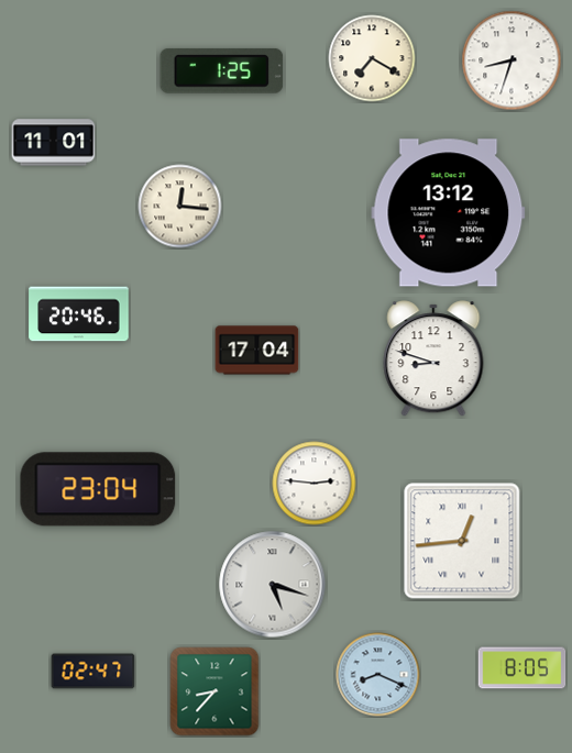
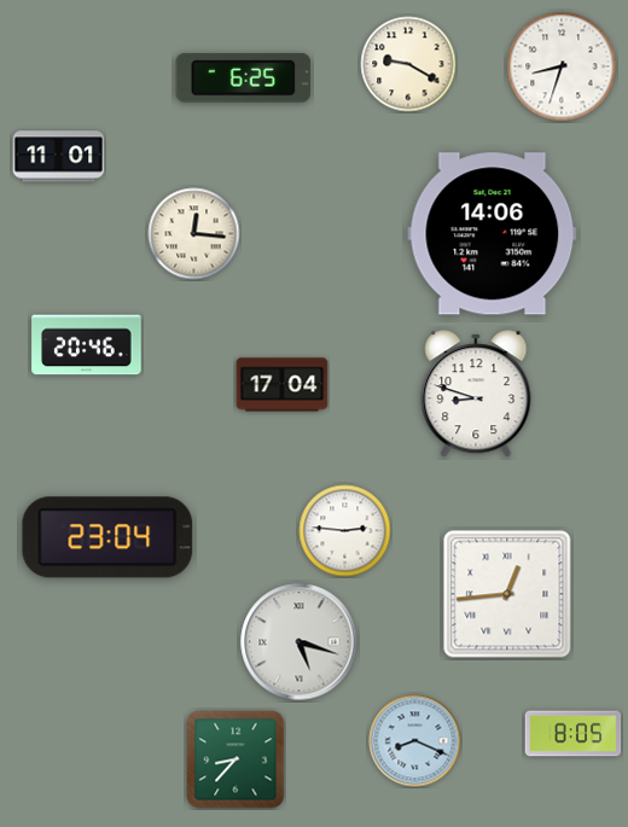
clock at (372, 58): 7:20 -> 9:20
clock at (222, 70): 1:25 -> 6:25
clock at (180, 207) position: (180, 207) -> (194, 234)
clock at (449, 213): 13:12 -> 14:06
clock at (94, 672): 02:47 -> none
